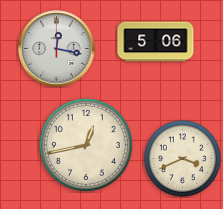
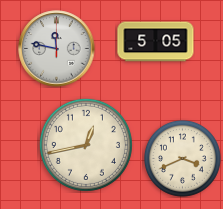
clock at (156, 42): 5:06 -> 5:05
clock at (57, 49): 12:17 -> 11:47
